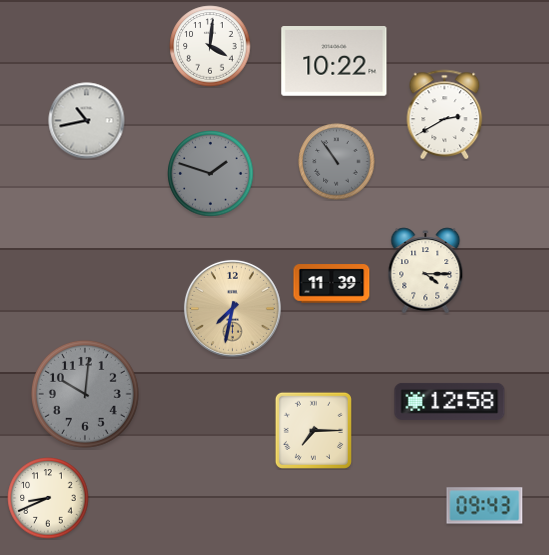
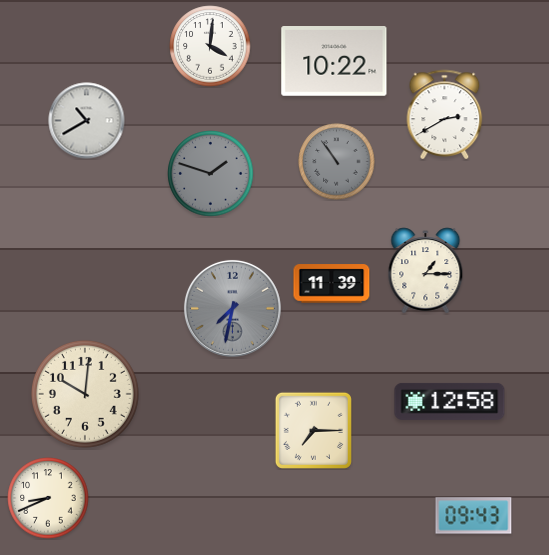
clock at (87, 121): 10:43 -> 10:40
clock at (426, 271): 4:15 -> 1:15
clock at (232, 308) dial: champagne -> grey
clock at (85, 394) dial: grey -> cream
clock at (485, 506) position: (485, 506) -> (474, 516)
